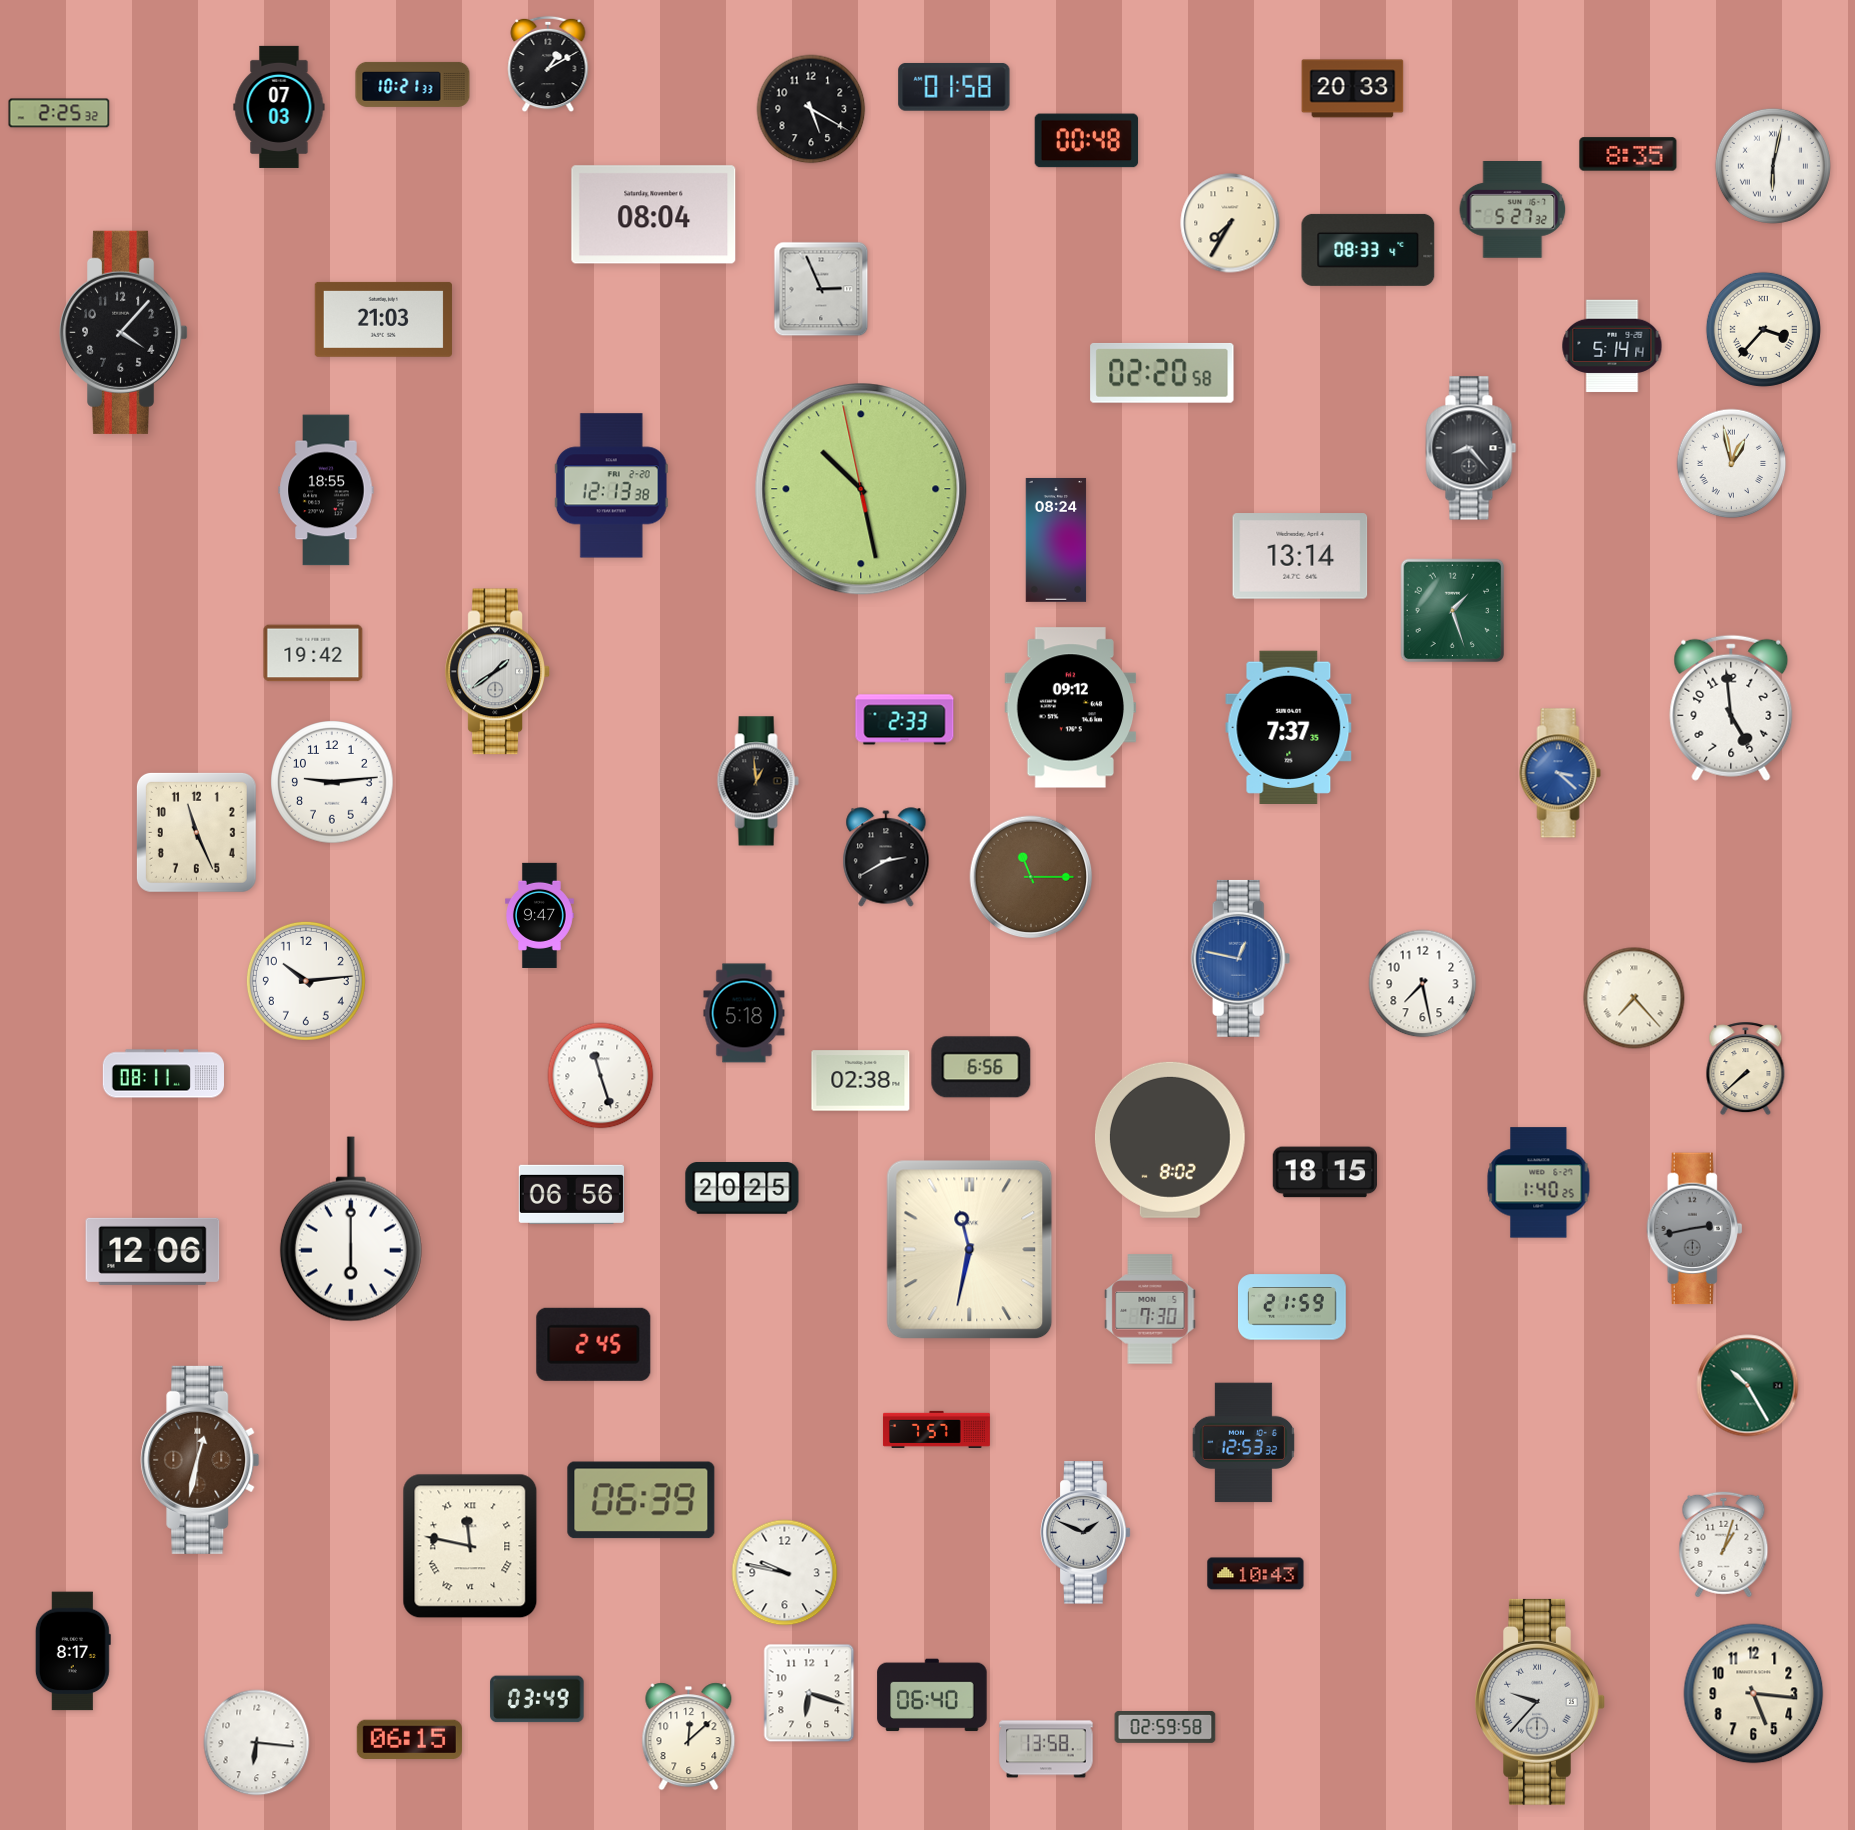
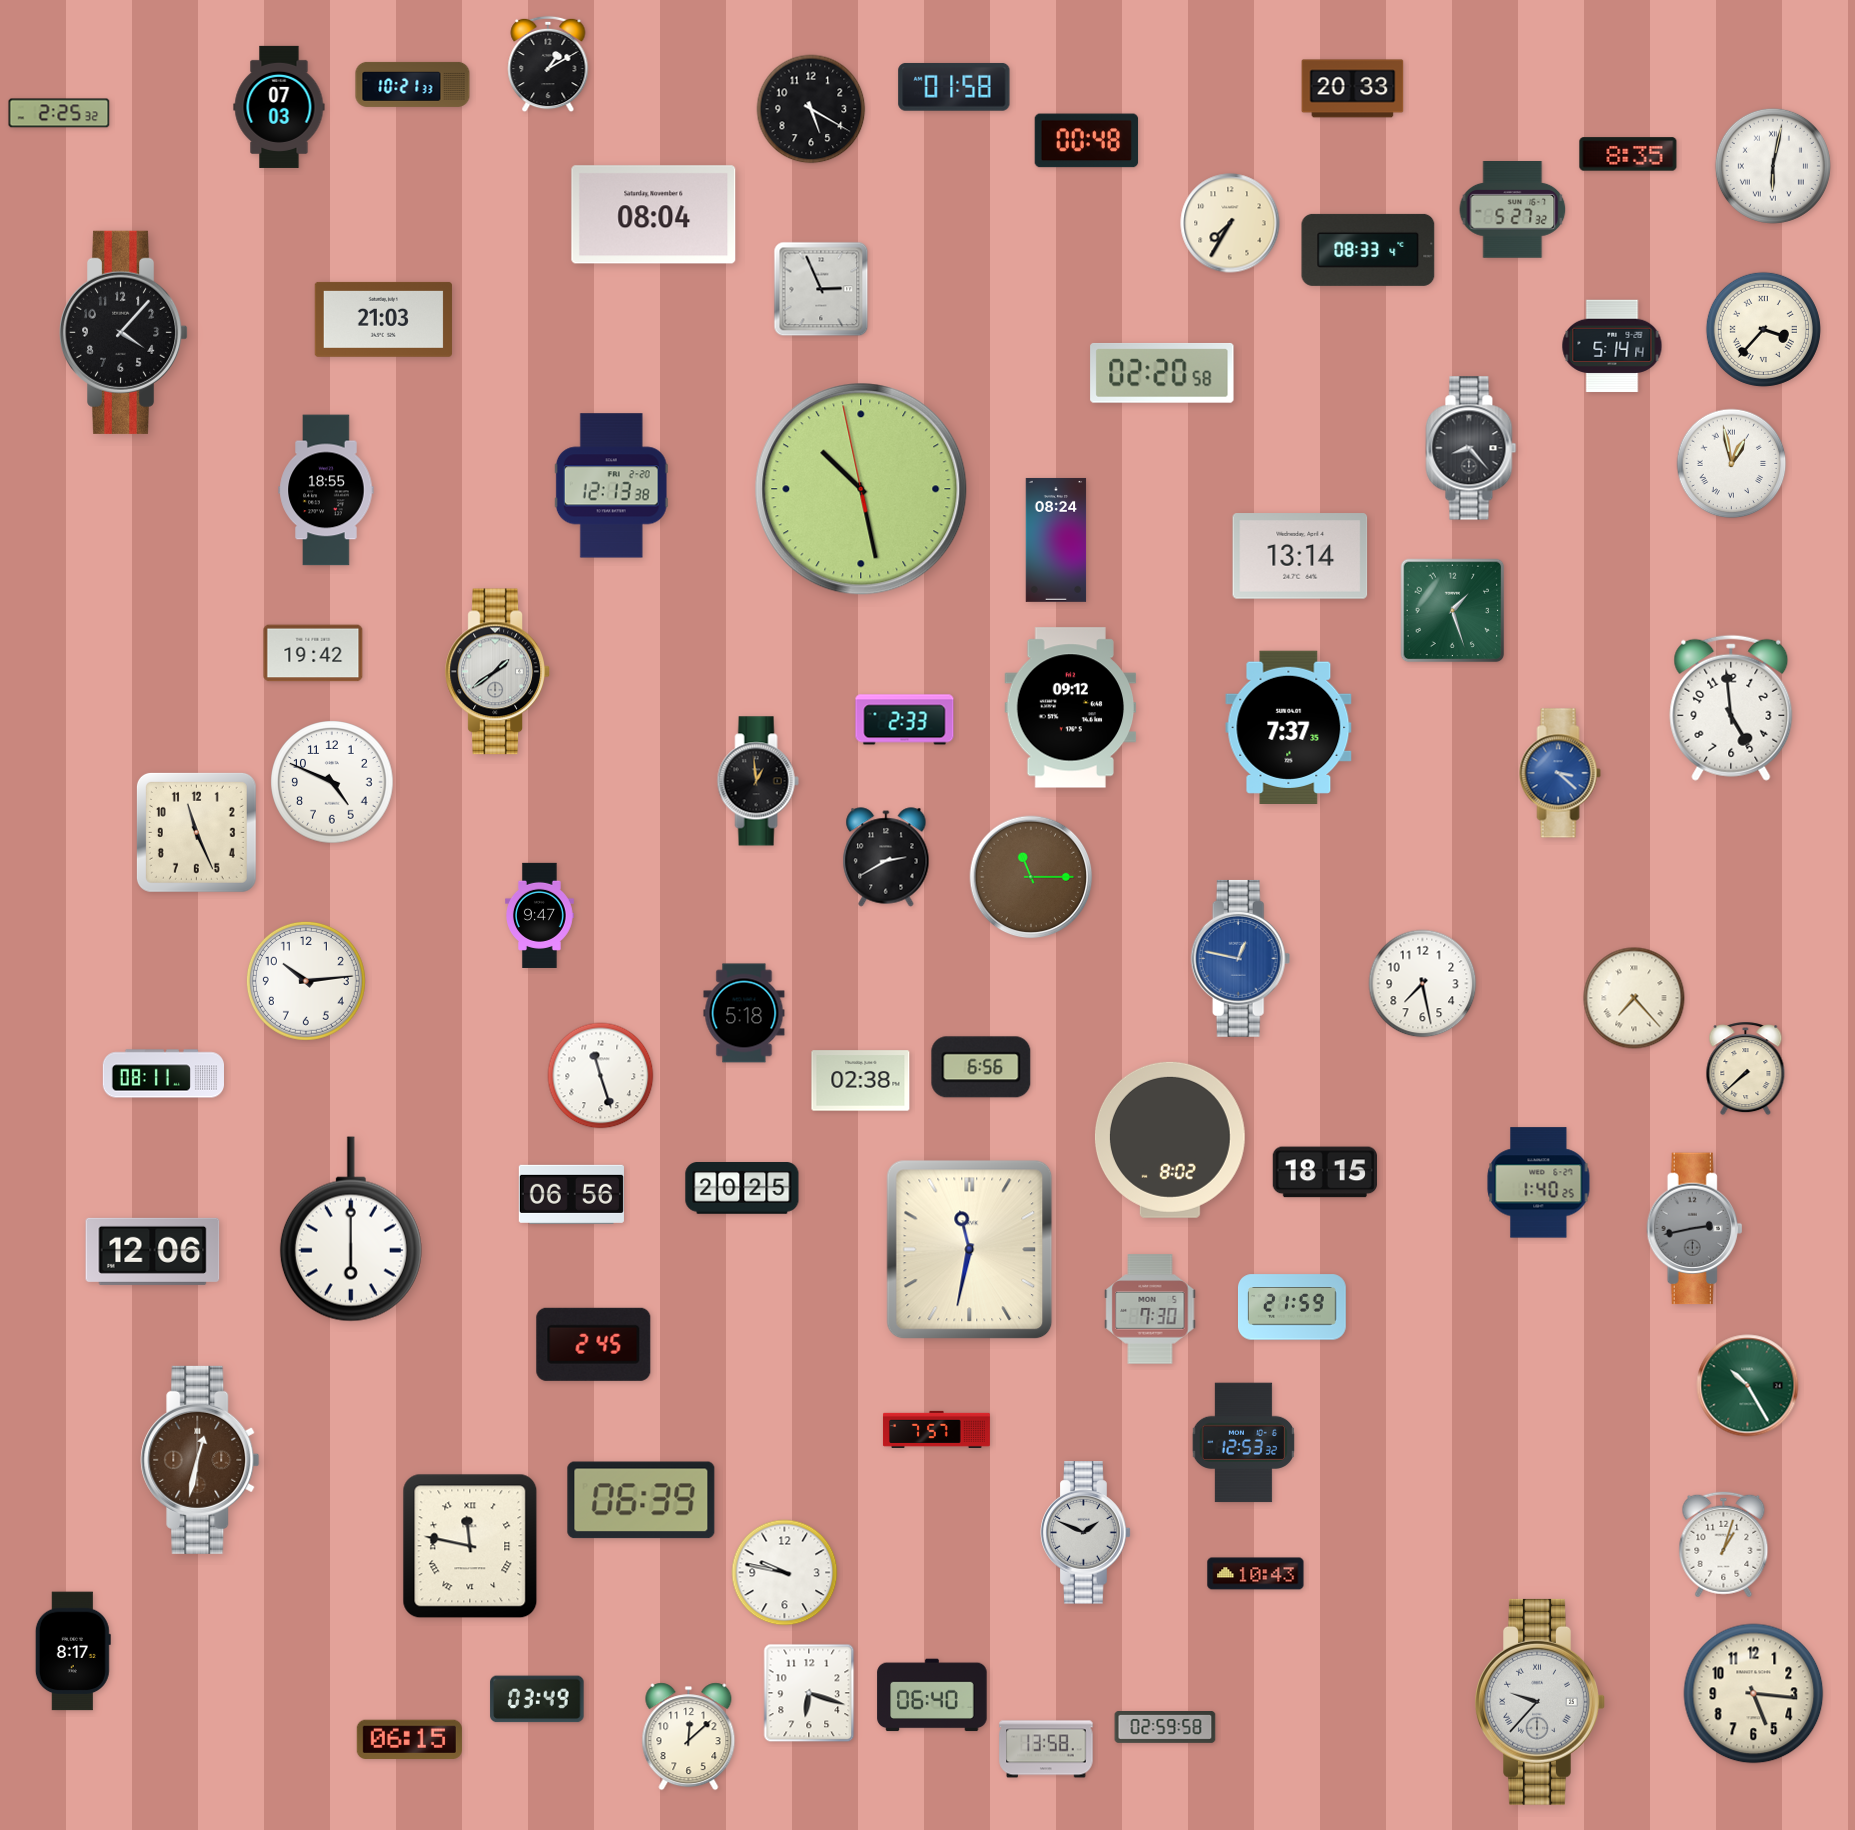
clock at (332, 782): 9:14 -> 4:49
clock at (257, 1743): 6:16 -> none
